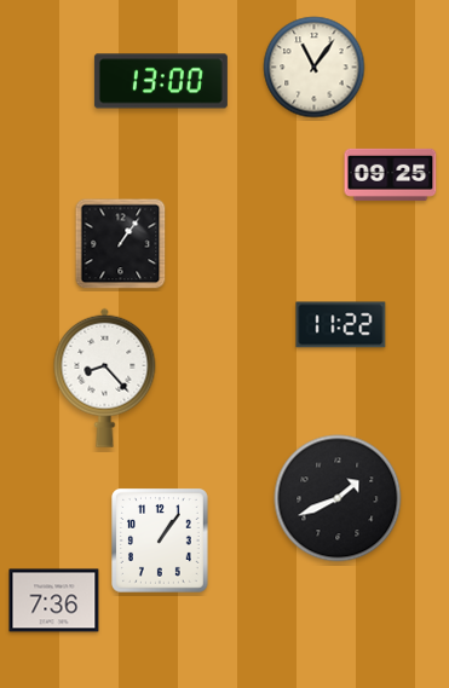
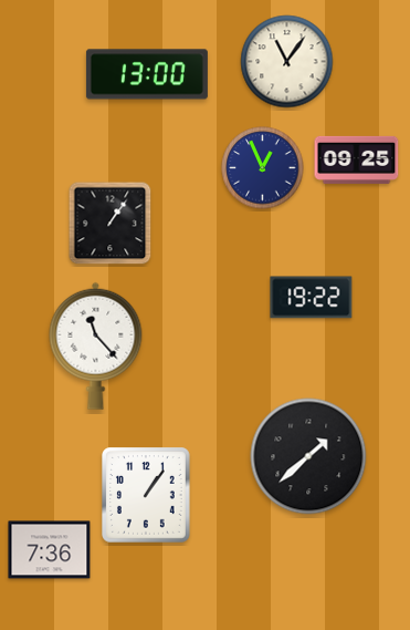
clock at (263, 168): none -> 12:56
clock at (341, 325): 11:22 -> 19:22
clock at (105, 377): 8:23 -> 11:23
clock at (338, 498): 1:41 -> 1:38
